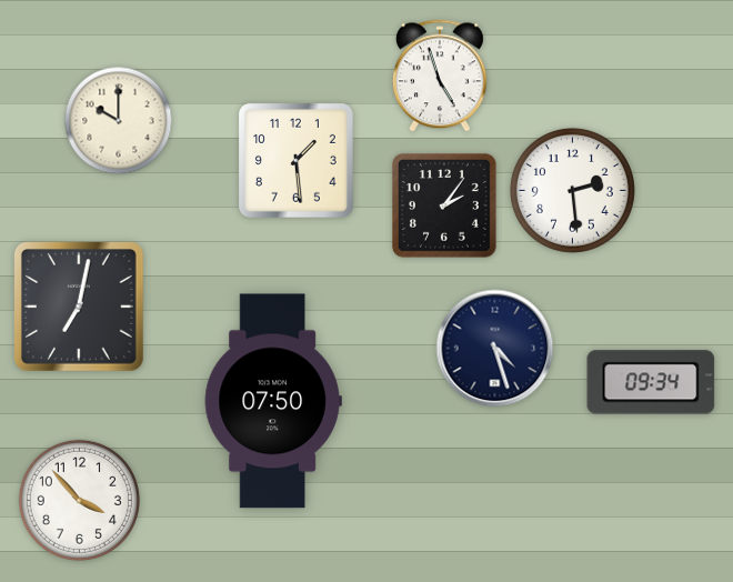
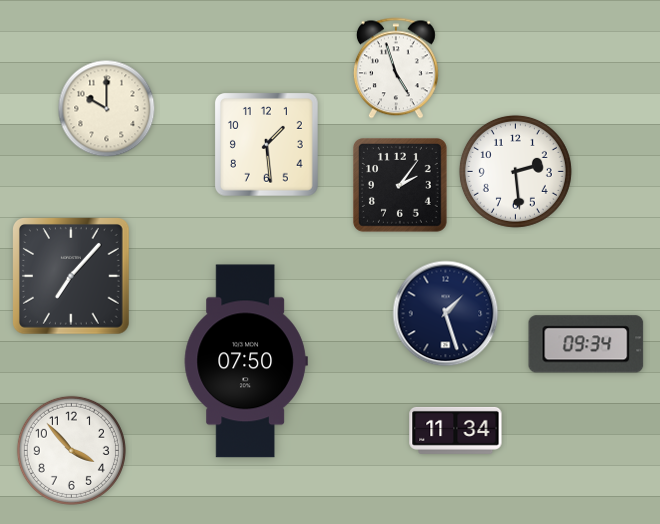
clock at (80, 308): 7:02 -> 7:07
clock at (495, 349): 4:27 -> 1:27
clock at (456, 430): none -> 11:34
